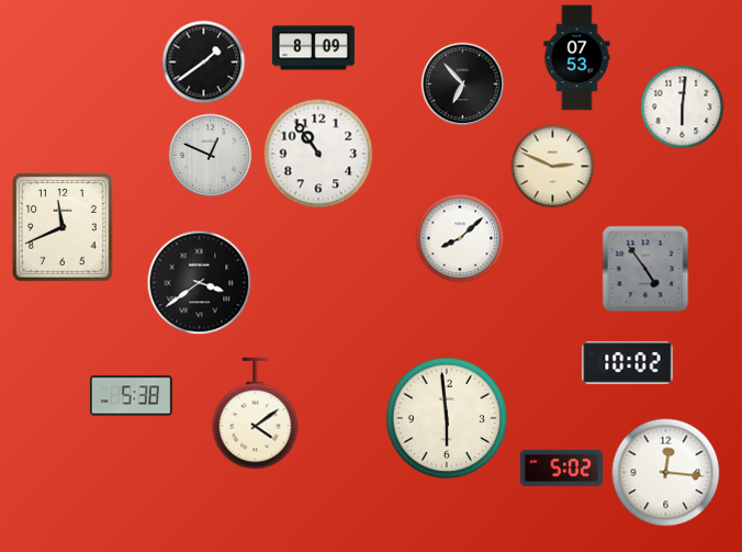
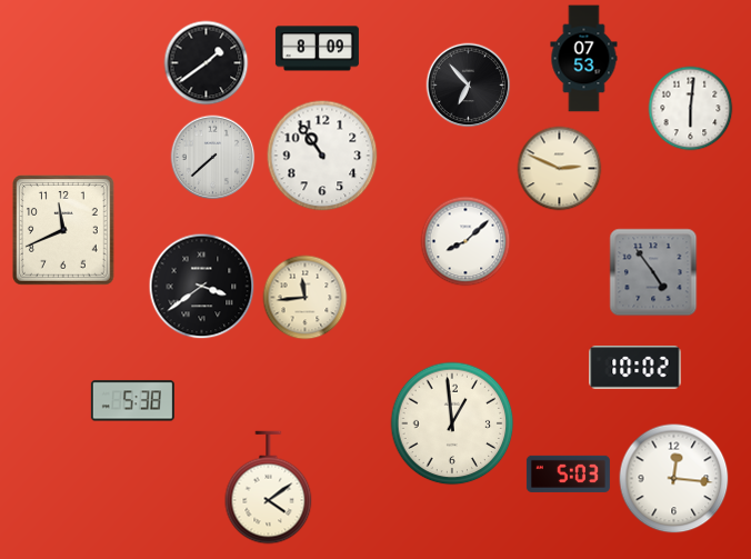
clock at (211, 156): 12:49 -> 7:38
clock at (306, 298): none -> 11:44
clock at (256, 414) position: (256, 414) -> (269, 488)
clock at (447, 418): 5:59 -> 12:59
clock at (561, 467): 5:02 -> 5:03
